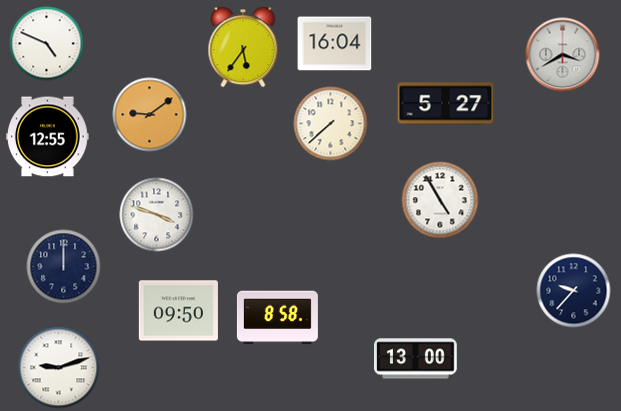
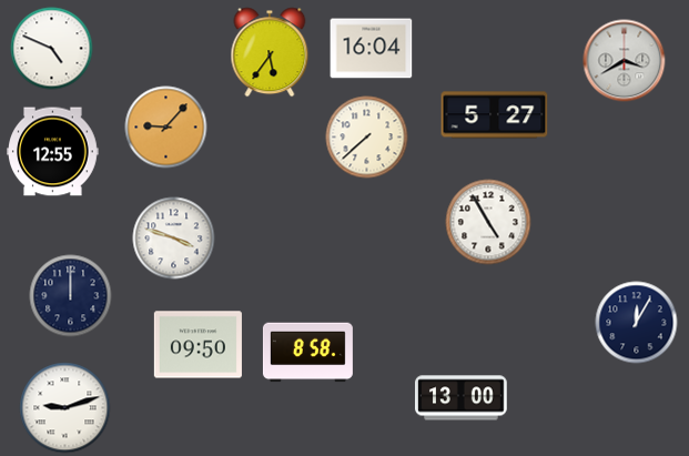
clock at (150, 115): 9:09 -> 9:07
clock at (574, 291): 9:37 -> 12:05
